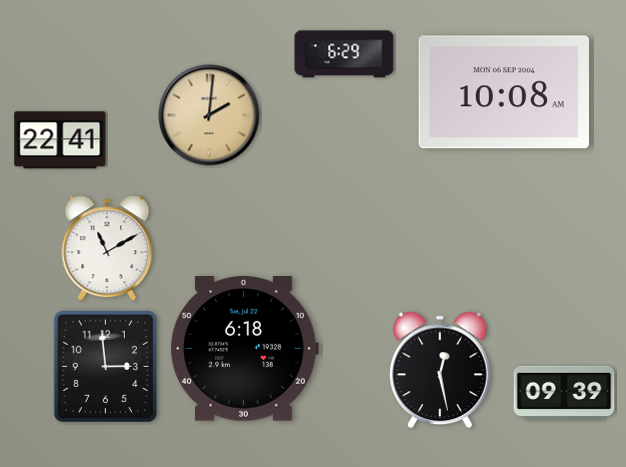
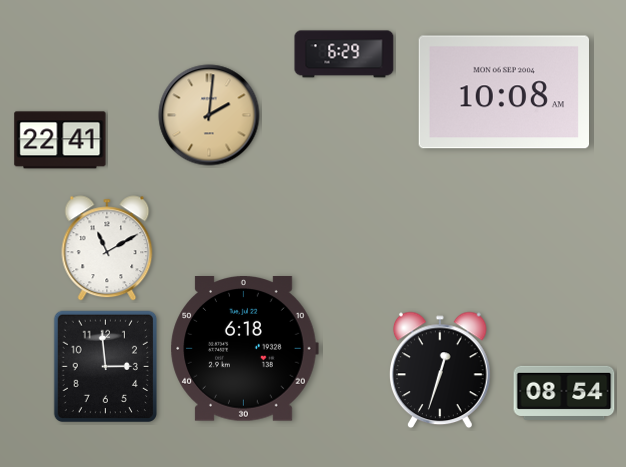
clock at (441, 370): 12:28 -> 12:33
clock at (564, 393): 09:39 -> 08:54
